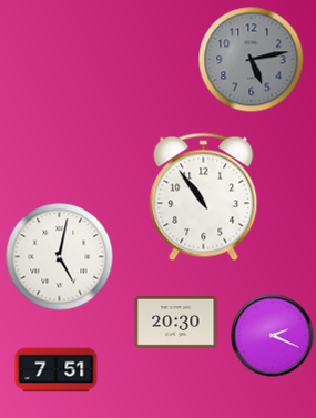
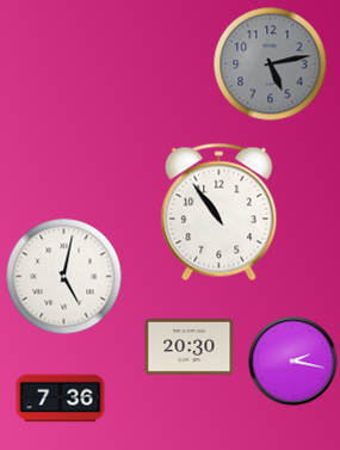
clock at (273, 336): 2:19 -> 2:17
clock at (57, 370): 7:51 -> 7:36
